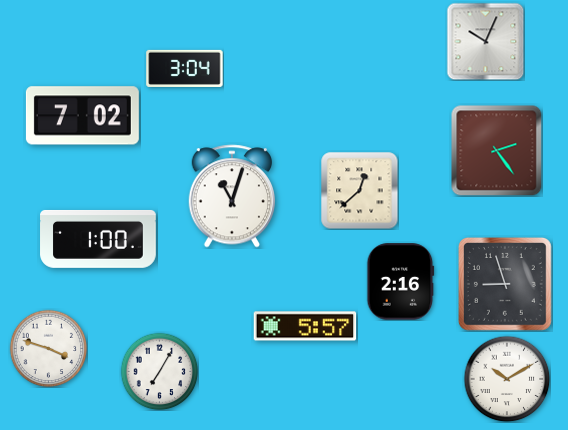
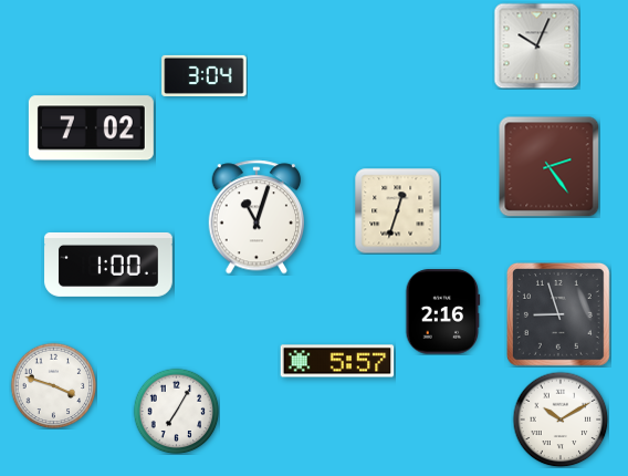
clock at (359, 190): 12:38 -> 12:33
